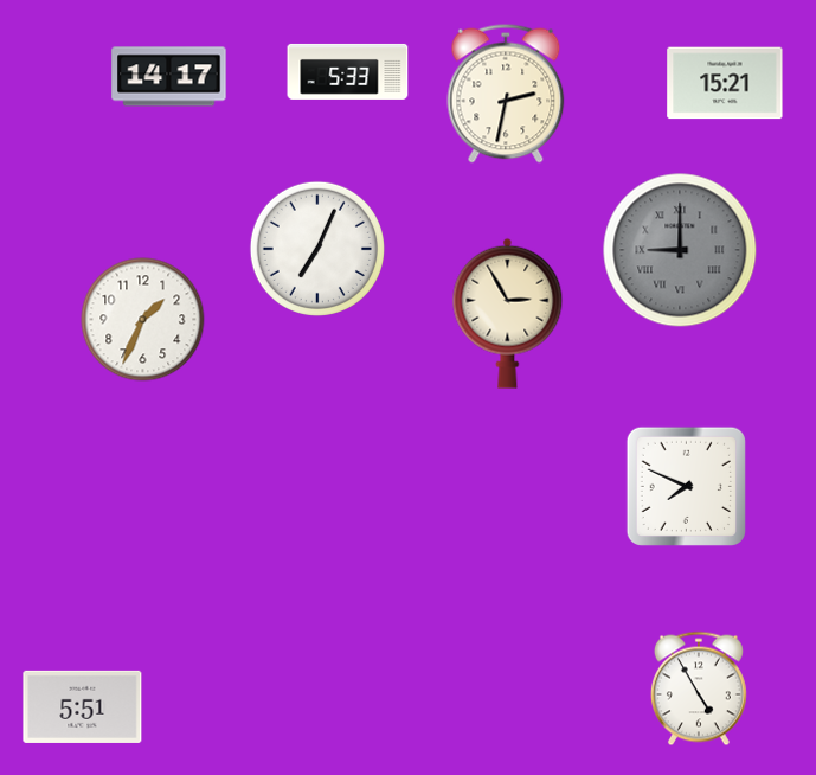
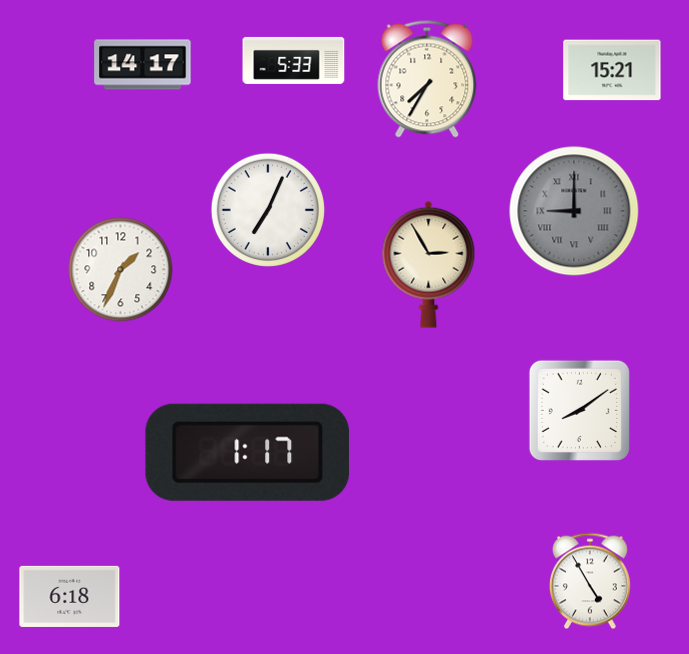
clock at (506, 94): 2:32 -> 7:35
clock at (686, 486): 7:49 -> 8:09
clock at (247, 452): none -> 1:17
clock at (83, 706): 5:51 -> 6:18
